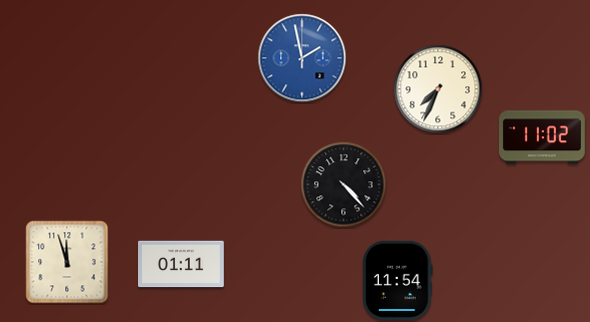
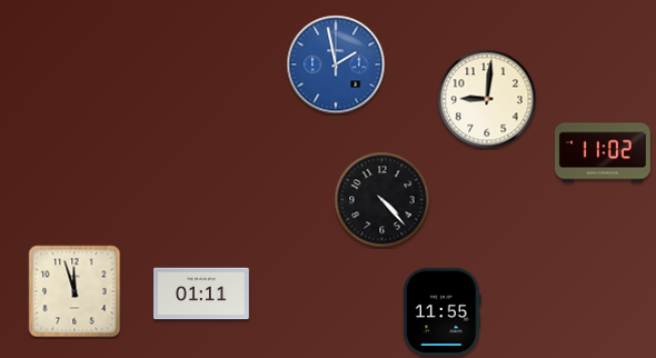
clock at (438, 89): 7:34 -> 9:01
clock at (344, 185) position: (344, 185) -> (382, 200)
clock at (398, 280): 11:54 -> 11:55
